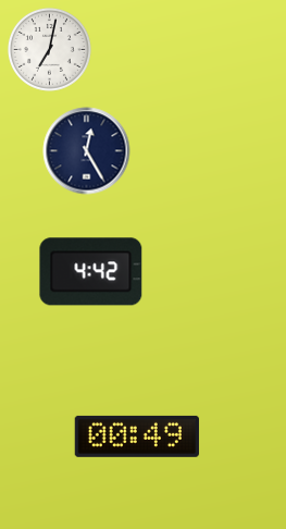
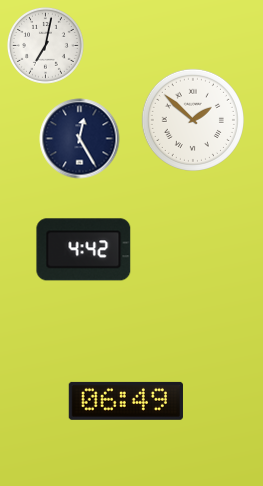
clock at (193, 120): none -> 1:52
clock at (137, 436): 00:49 -> 06:49
